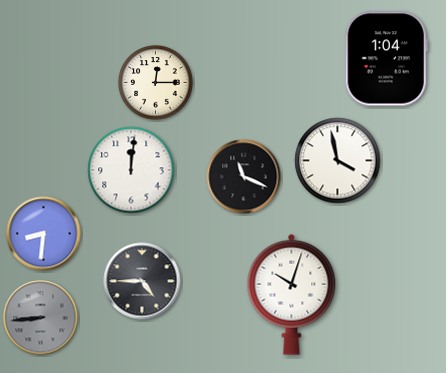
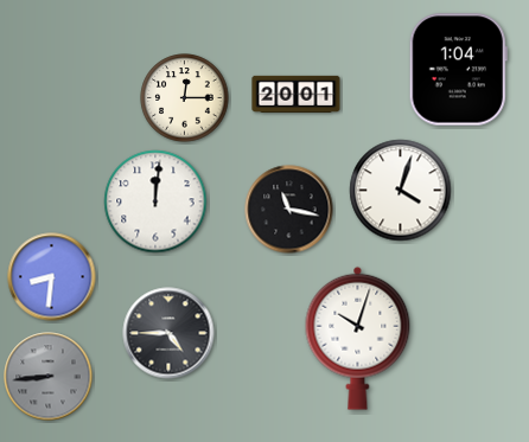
clock at (297, 94): none -> 20:01
clock at (338, 161): 3:58 -> 4:03
clock at (244, 177): 11:19 -> 11:17
clock at (292, 294) position: (292, 294) -> (358, 338)
